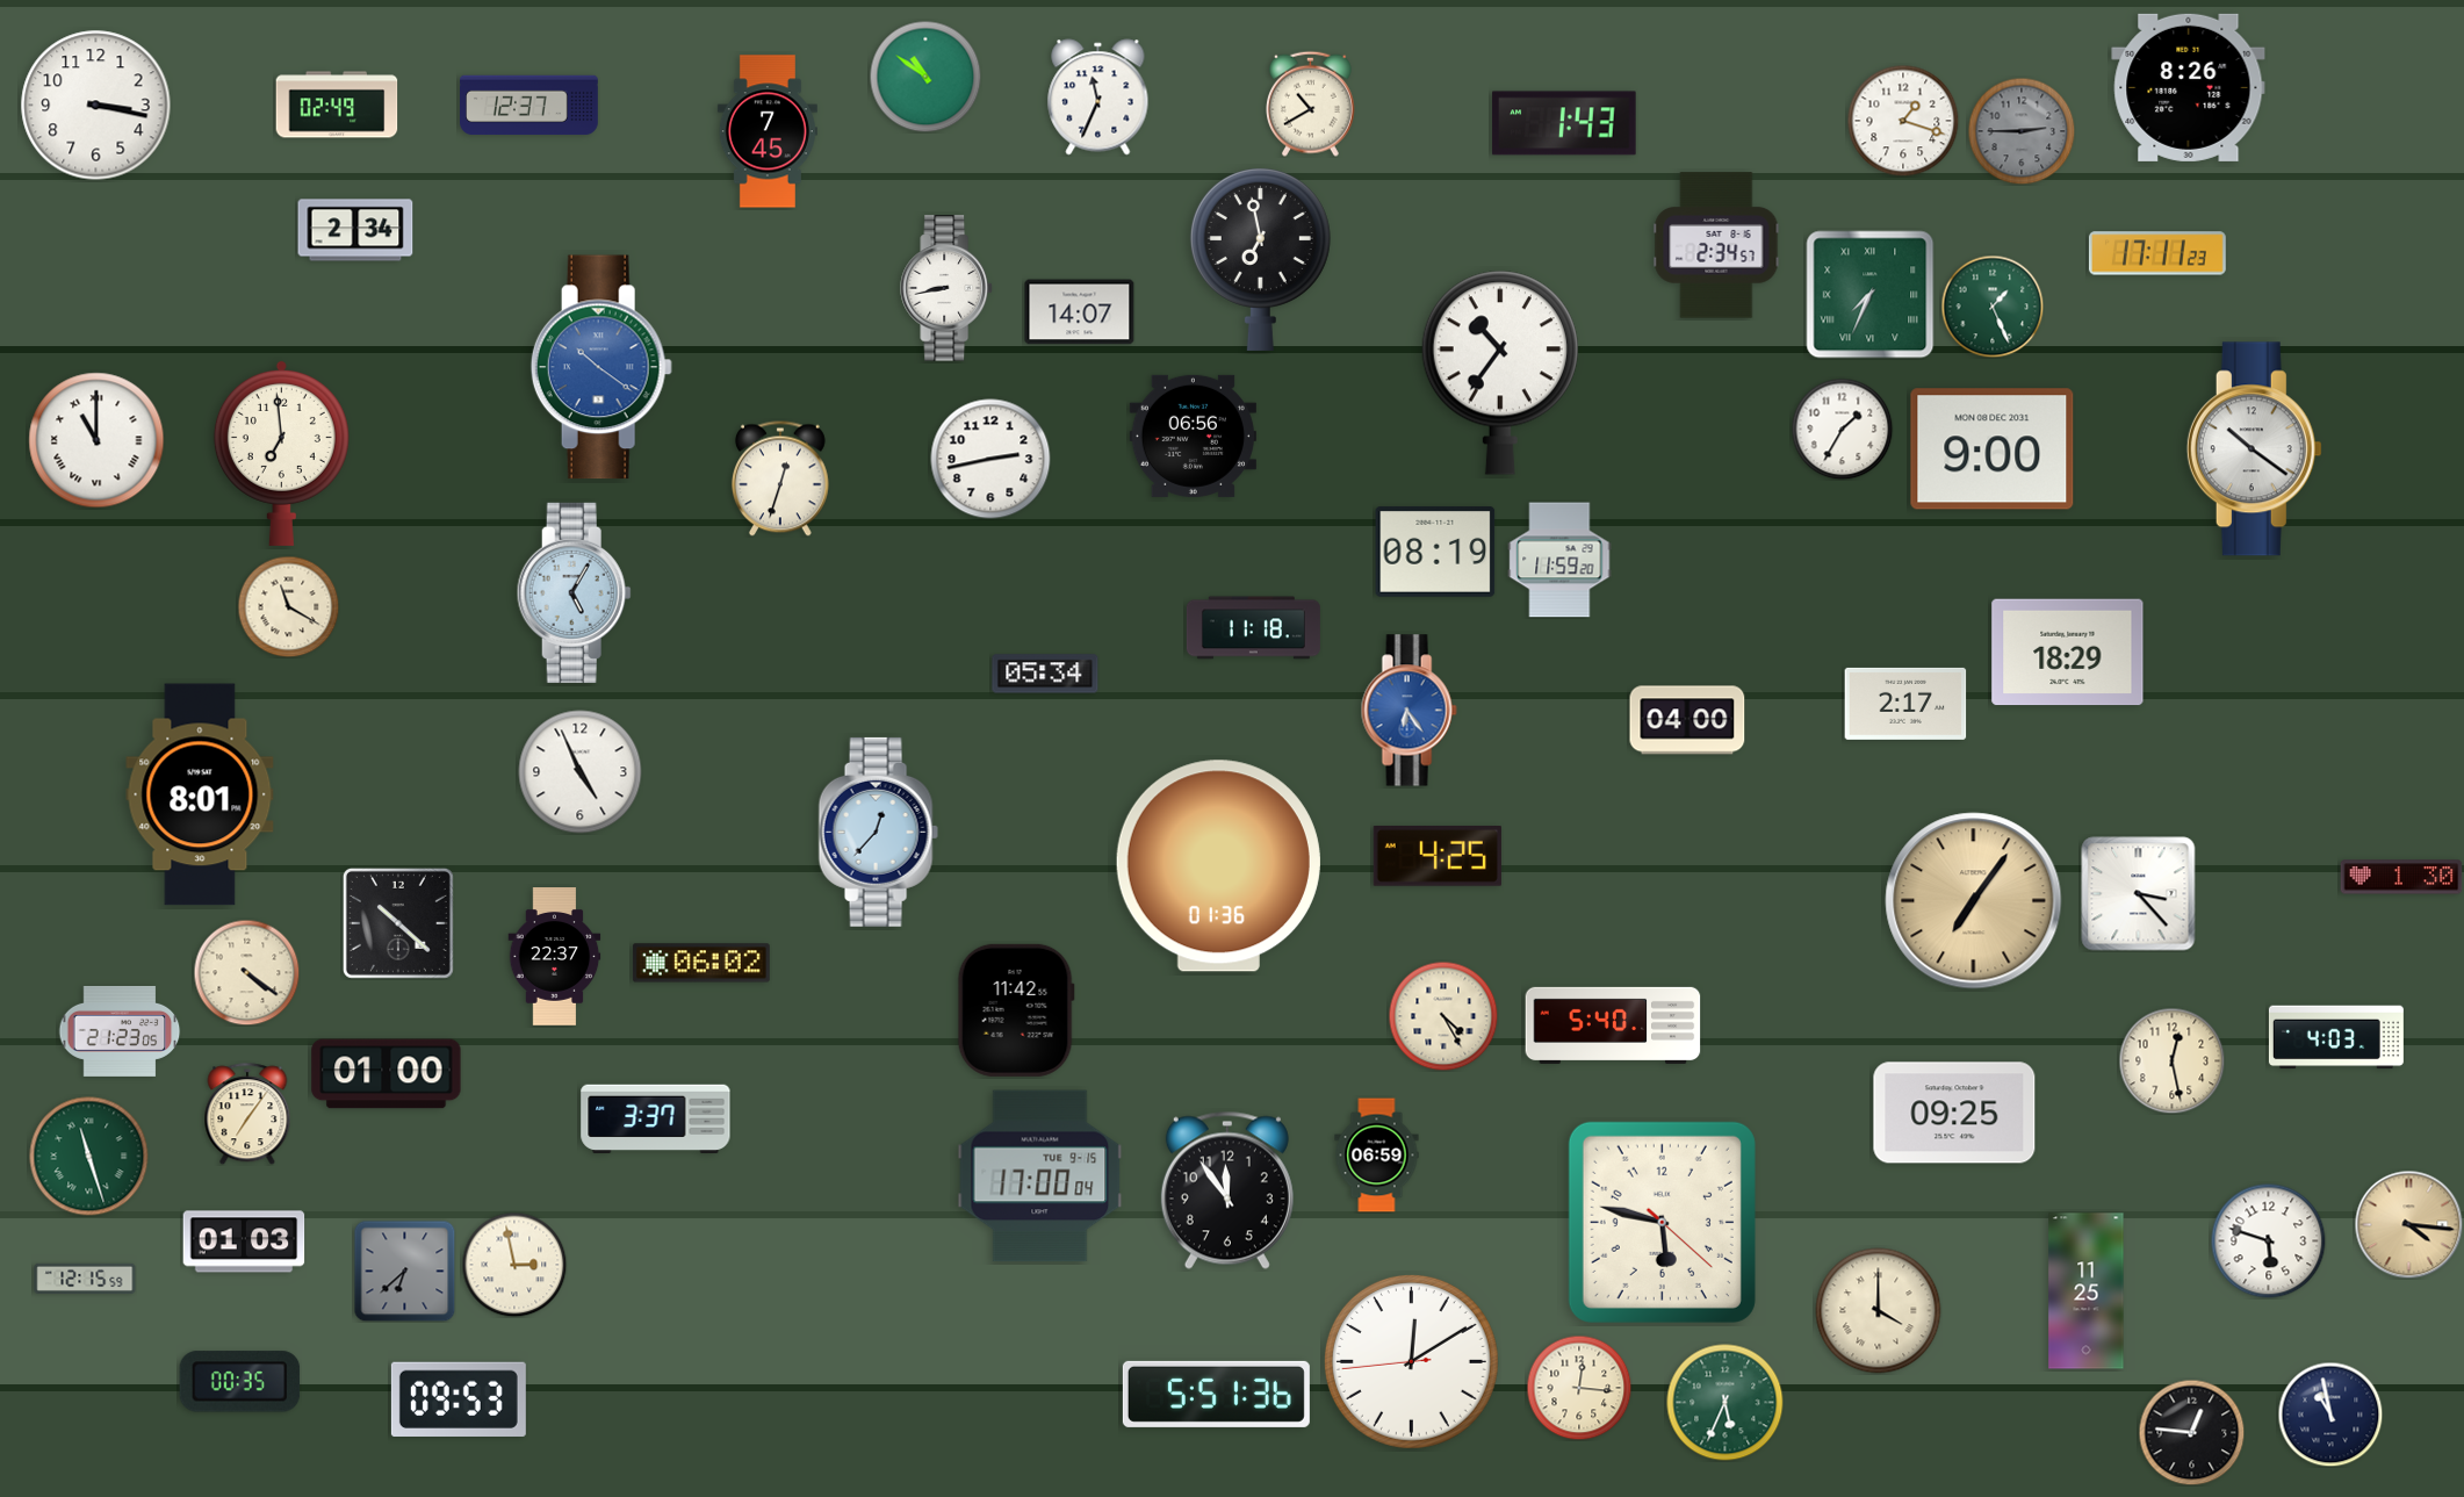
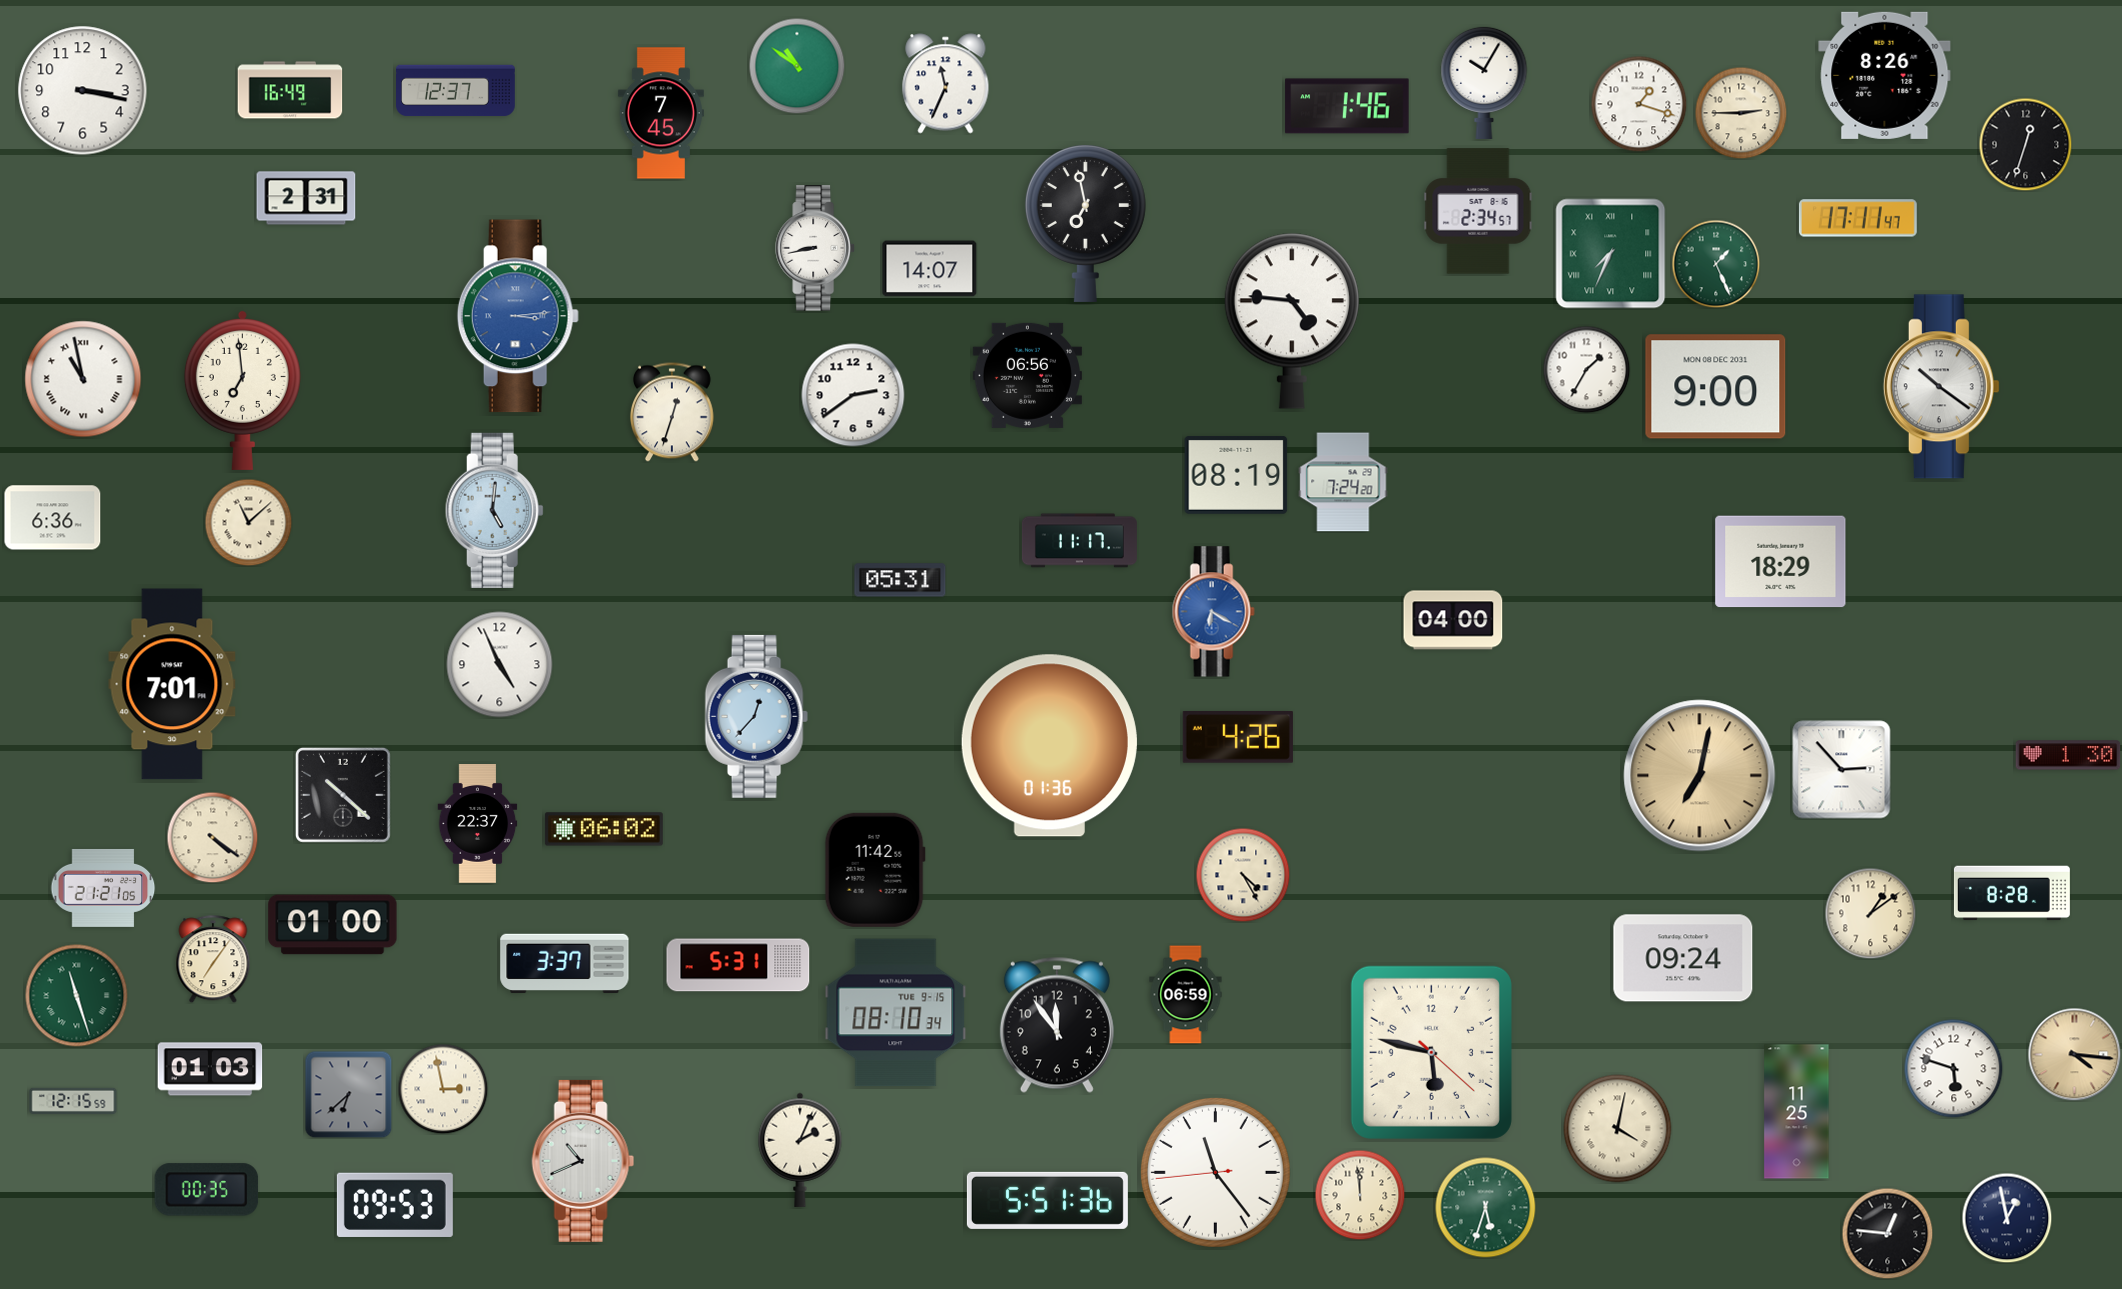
clock at (1484, 82): none -> 10:05
clock at (1311, 103): 10:40 -> none
clock at (337, 105): 02:49 -> 16:49
clock at (1564, 123): 1:43 -> 1:46
clock at (2022, 131) dial: grey -> cream
clock at (2025, 144): none -> 12:33
clock at (355, 230): 2:34 -> 2:31
clock at (2157, 253): 17:11:23 -> 17:11:47
clock at (601, 367): 10:21 -> 3:14
clock at (1500, 373): 10:36 -> 4:46
clock at (96, 440): 11:00 -> 10:58
clock at (990, 459): 2:43 -> 2:39
clock at (1559, 560): 11:59 -> 7:24
clock at (574, 592): 5:05 -> 5:01
clock at (53, 518): none -> 6:36
clock at (288, 606): 11:20 -> 11:08
clock at (1253, 628): 11:18 -> 11:17
clock at (1045, 674): 05:34 -> 05:31
clock at (1905, 704): 2:17 -> none
clock at (1408, 711): 6:24 -> 6:20
clock at (200, 794): 8:01 -> 7:01
clock at (1438, 856): 4:25 -> 4:26
clock at (2139, 894): 3:23 -> 2:53
clock at (1974, 901): 7:06 -> 7:02
clock at (1613, 1025): 5:40 -> none
clock at (120, 1031): 21:23 -> 21:21
clock at (2336, 1037): 4:03 -> 8:28
clock at (2171, 1060): 12:28 -> 1:09
clock at (1954, 1113): 09:25 -> 09:24
clock at (738, 965): none -> 5:31
clock at (1040, 1176): 17:00 -> 08:10
clock at (1879, 1311): 4:00 -> 4:02
clock at (800, 1150): none -> 2:04
clock at (583, 1161): none -> 10:41
clock at (1411, 1361): 12:09 -> 11:23
clock at (1579, 1388): 12:16 -> 11:59
clock at (1725, 1403): 5:34 -> 5:33
clock at (2330, 1415): 10:58 -> 12:58
